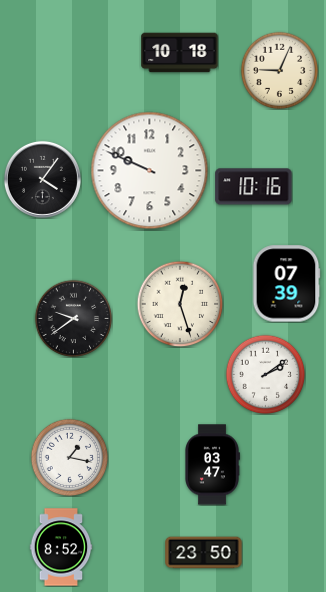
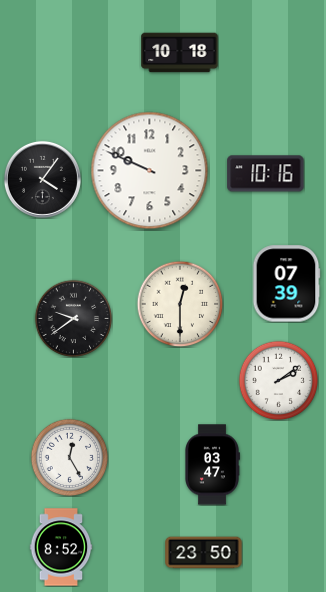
clock at (279, 70): 9:04 -> none
clock at (254, 187) position: (254, 187) -> (266, 174)
clock at (180, 304): 12:27 -> 12:30
clock at (265, 374) position: (265, 374) -> (278, 380)
clock at (69, 457): 1:17 -> 12:25
